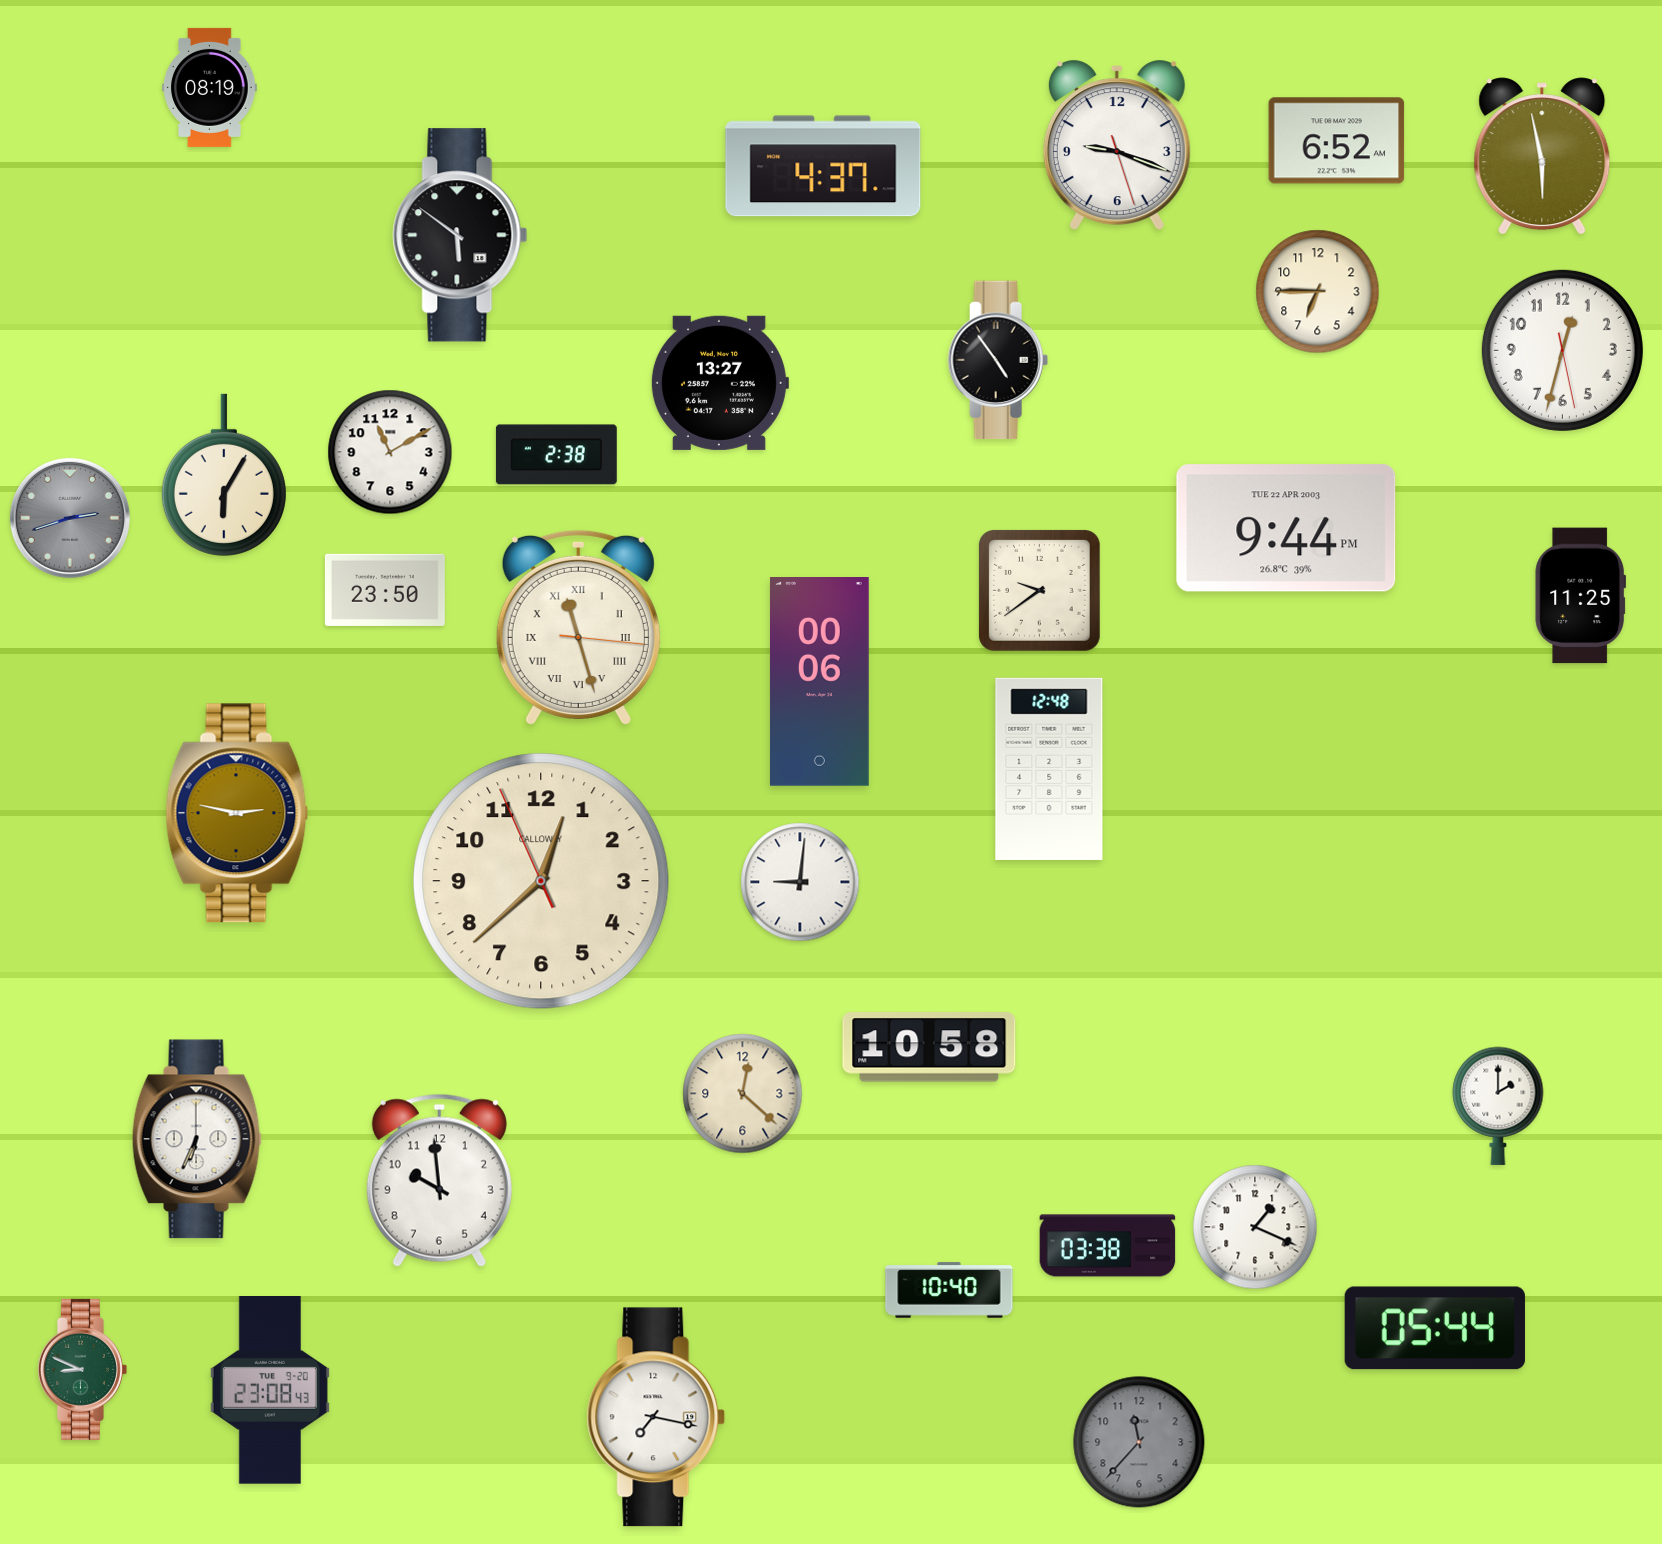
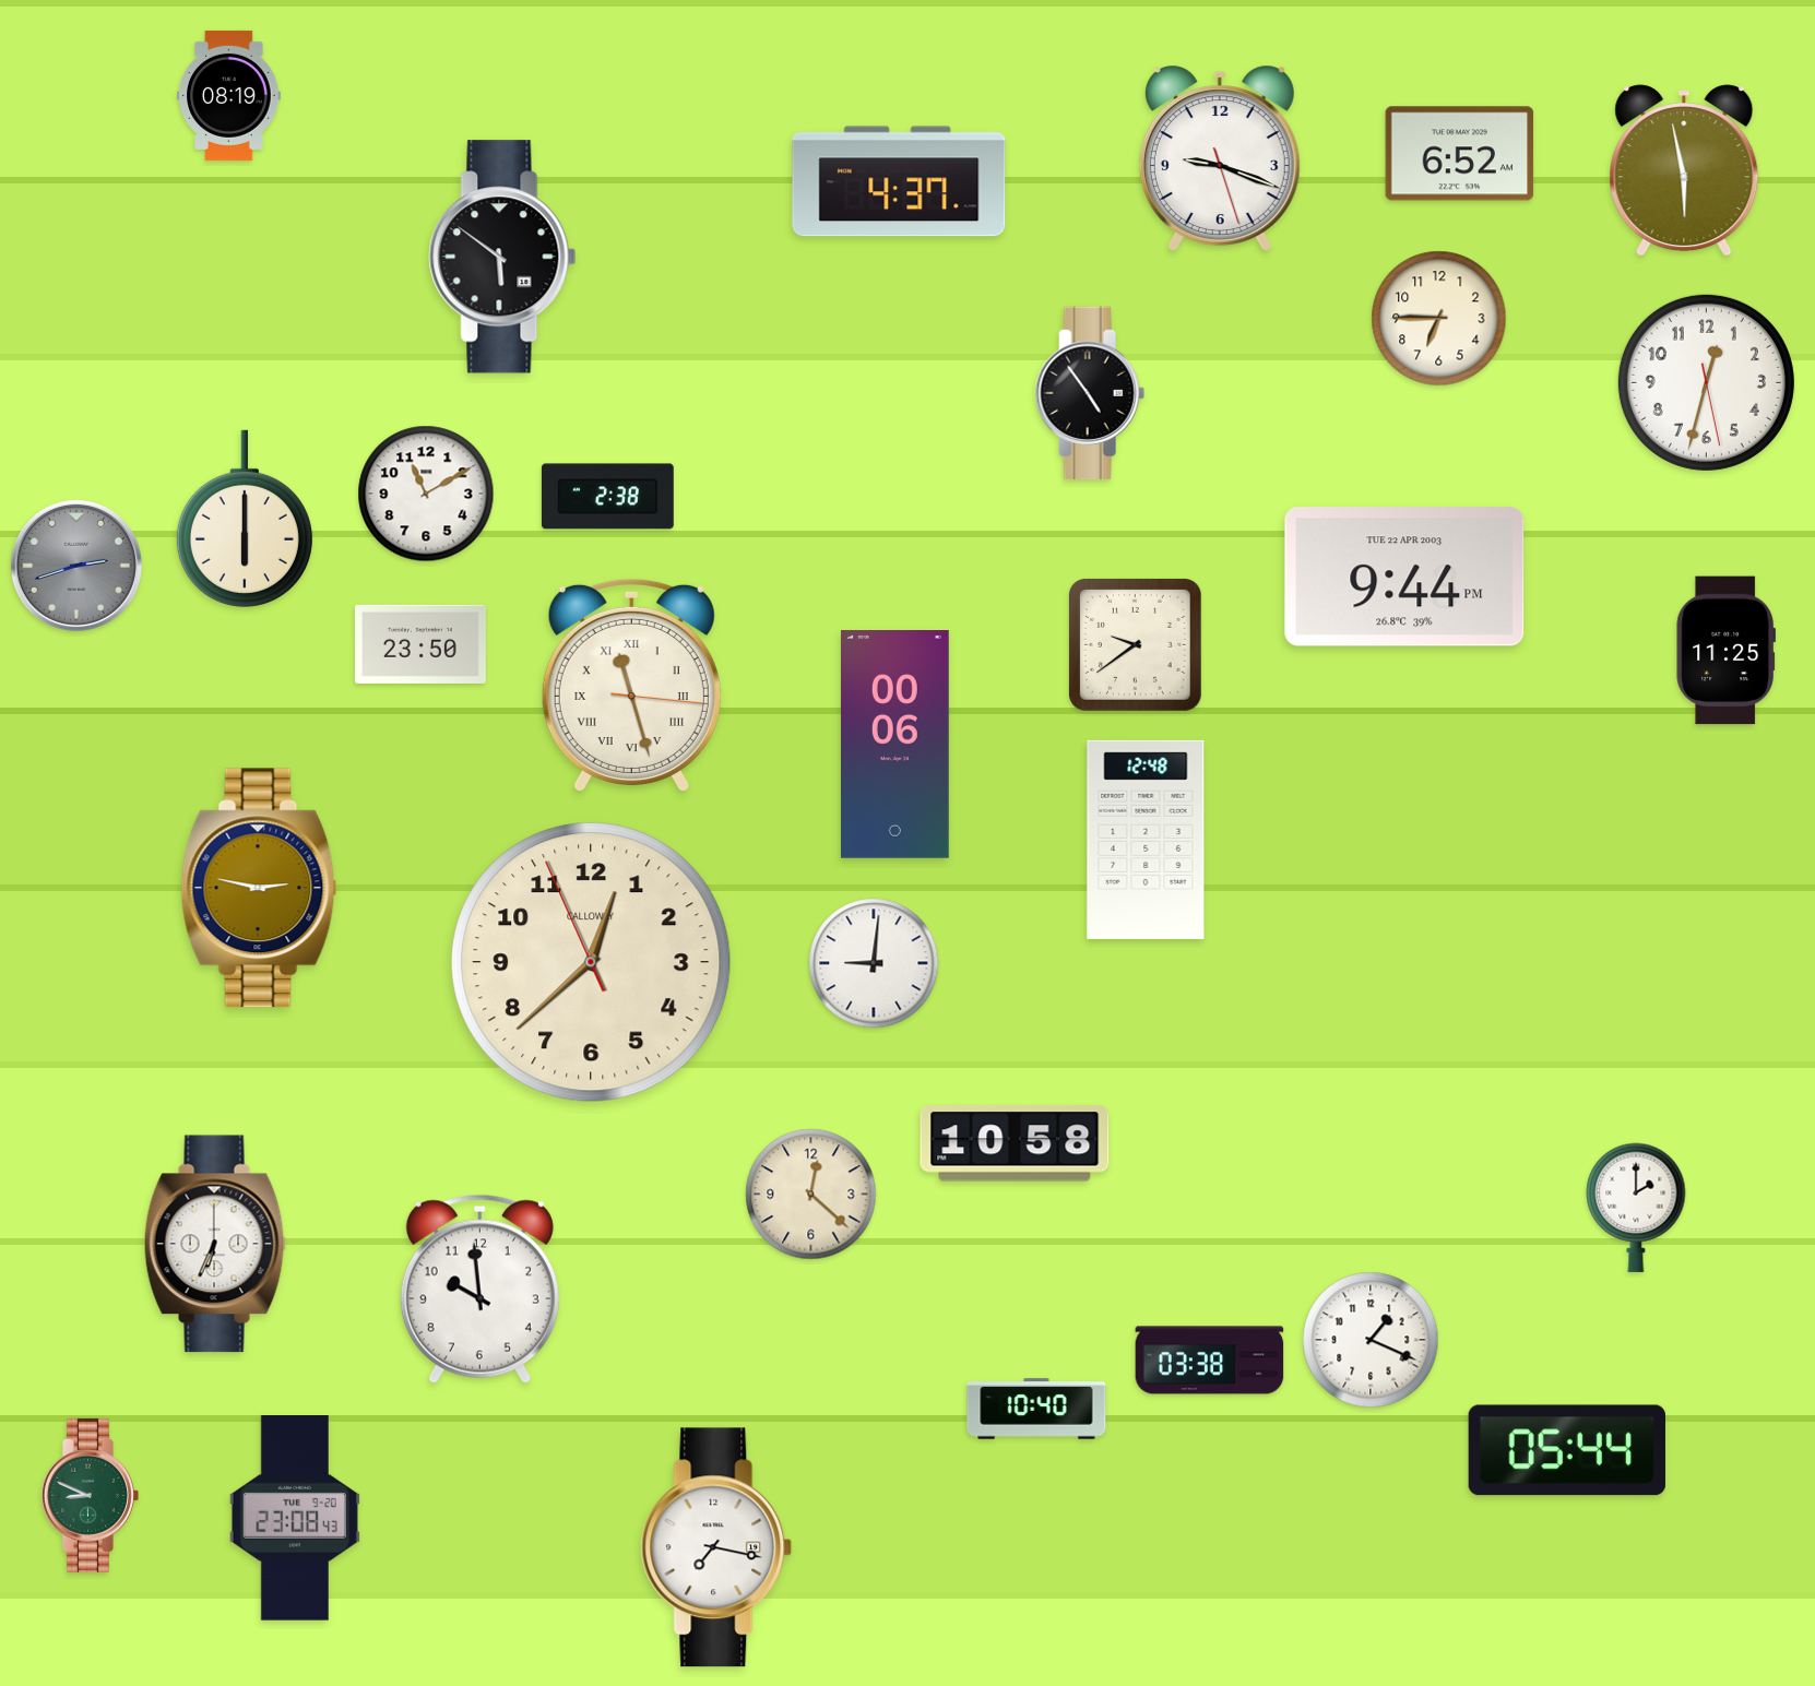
clock at (719, 383): 13:27 -> none
clock at (224, 475): 6:05 -> 6:00
clock at (1139, 1442): 11:37 -> none
